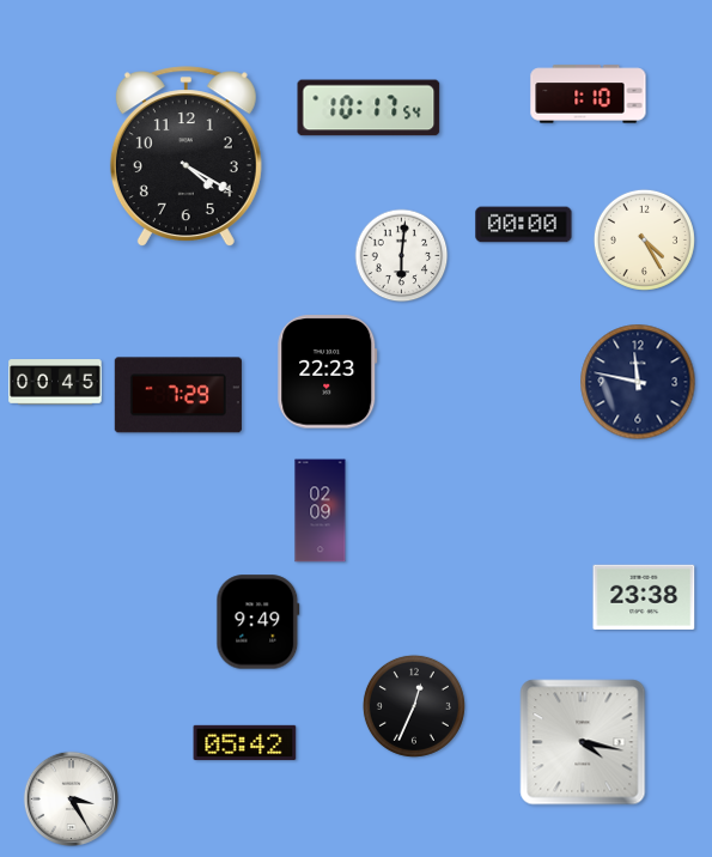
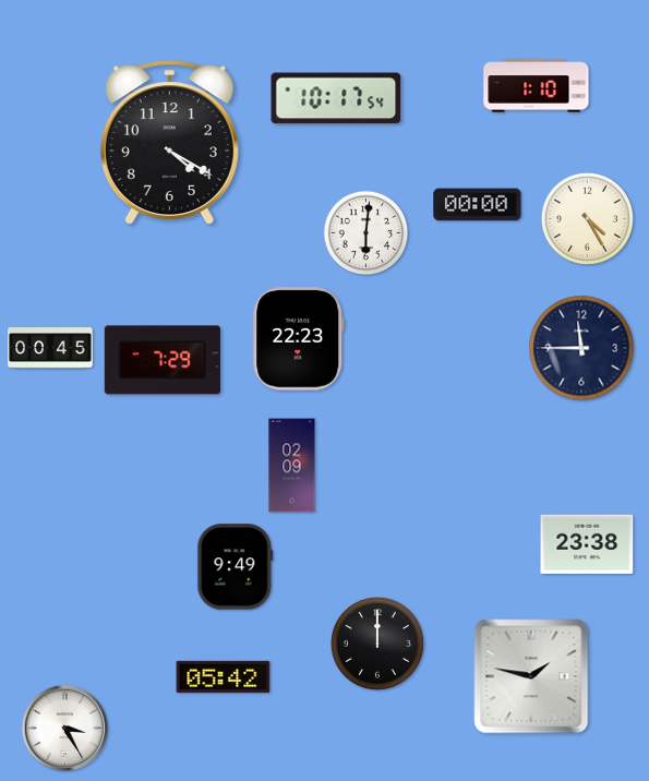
clock at (638, 382): 11:47 -> 11:45
clock at (414, 706): 12:34 -> 12:00
clock at (583, 742): 4:17 -> 1:47
